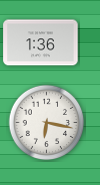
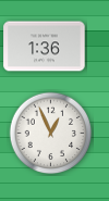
clock at (47, 123): 6:17 -> 12:56
